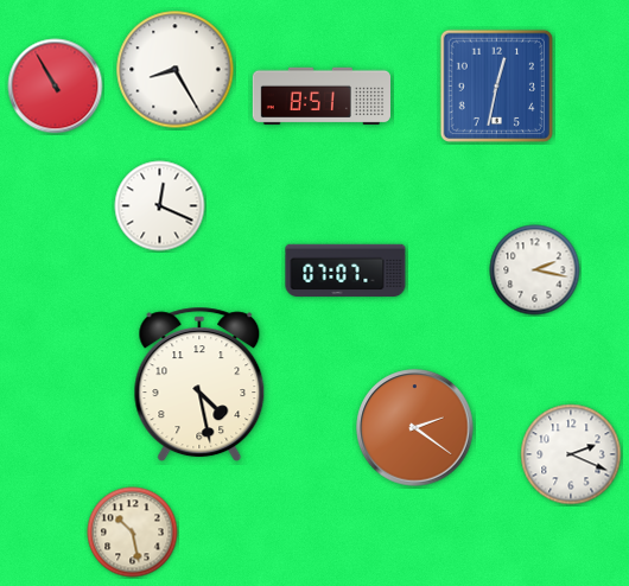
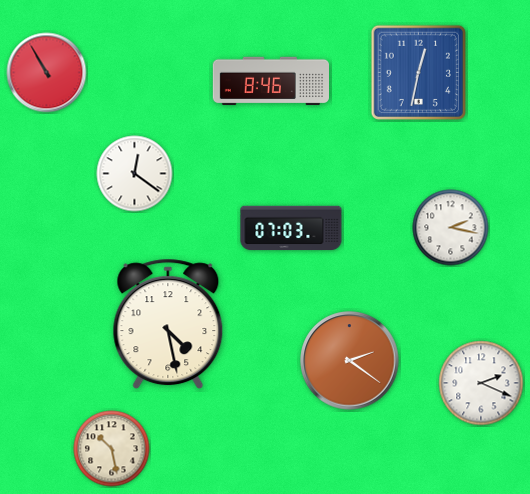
clock at (176, 70): 8:25 -> none
clock at (320, 96): 8:51 -> 8:46
clock at (160, 206): 12:19 -> 12:21
clock at (345, 270): 07:07 -> 07:03
